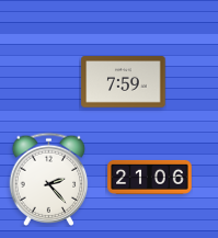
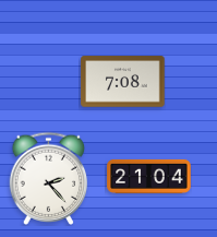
clock at (124, 82): 7:59 -> 7:08
clock at (150, 177): 21:06 -> 21:04
